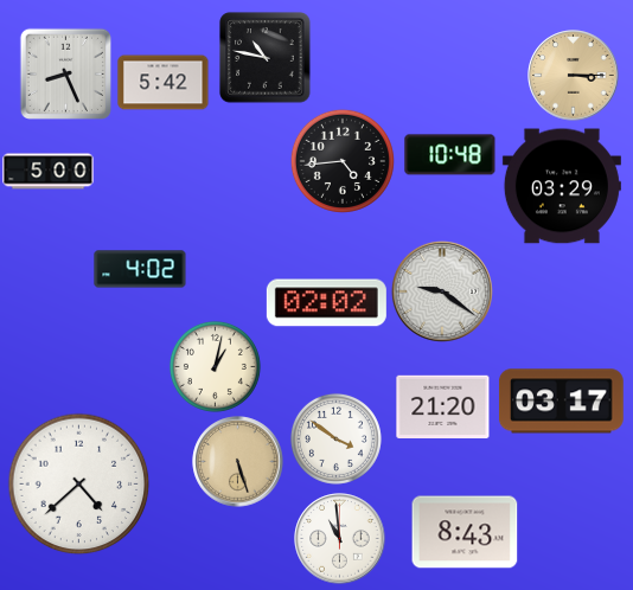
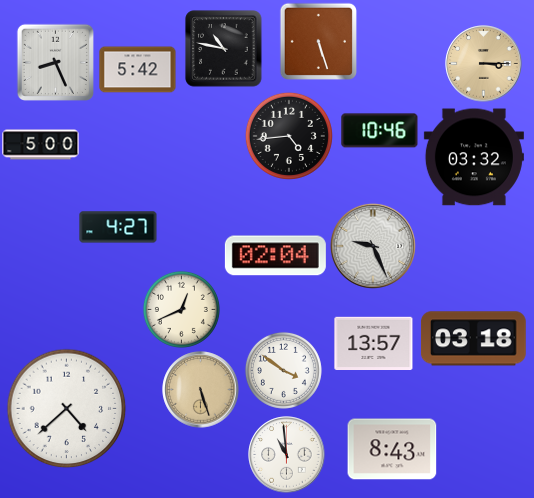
clock at (318, 41): none -> 5:27
clock at (450, 155): 10:48 -> 10:46
clock at (562, 186): 03:29 -> 03:32
clock at (140, 269): 4:02 -> 4:27
clock at (442, 291): 9:21 -> 9:26
clock at (326, 303): 02:02 -> 02:04
clock at (215, 366): 1:02 -> 12:41
clock at (562, 402): 03:17 -> 03:18
clock at (443, 408): 21:20 -> 13:57
